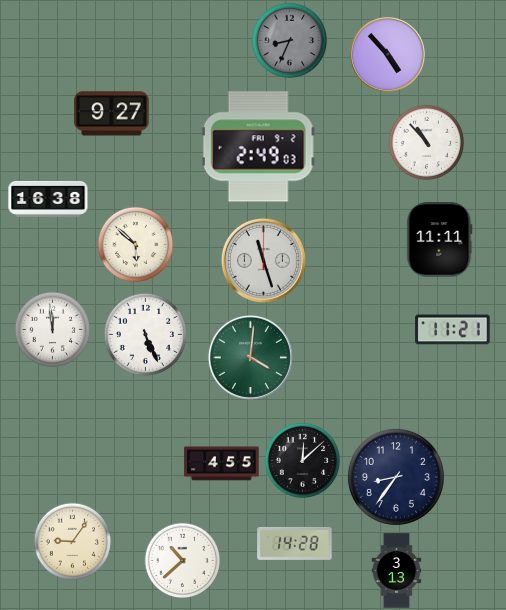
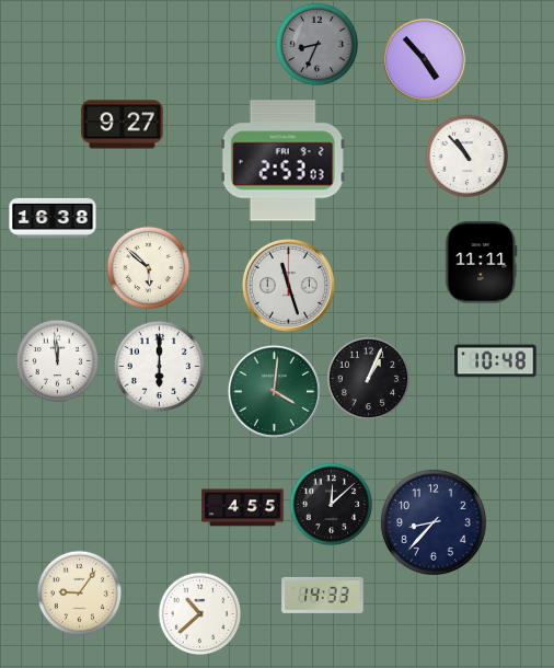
clock at (258, 147): 2:49 -> 2:53
clock at (453, 330): 11:21 -> 10:48
clock at (145, 334): 5:26 -> 6:00
clock at (369, 379): none -> 1:04
clock at (396, 477): 8:36 -> 8:37
clock at (295, 543): 14:28 -> 14:33
clock at (397, 571): 3:13 -> none
